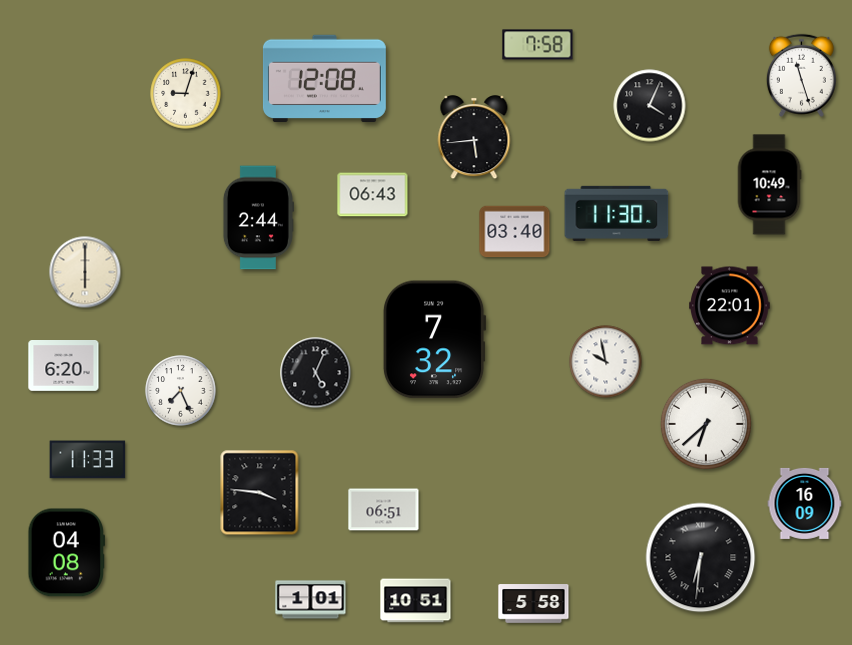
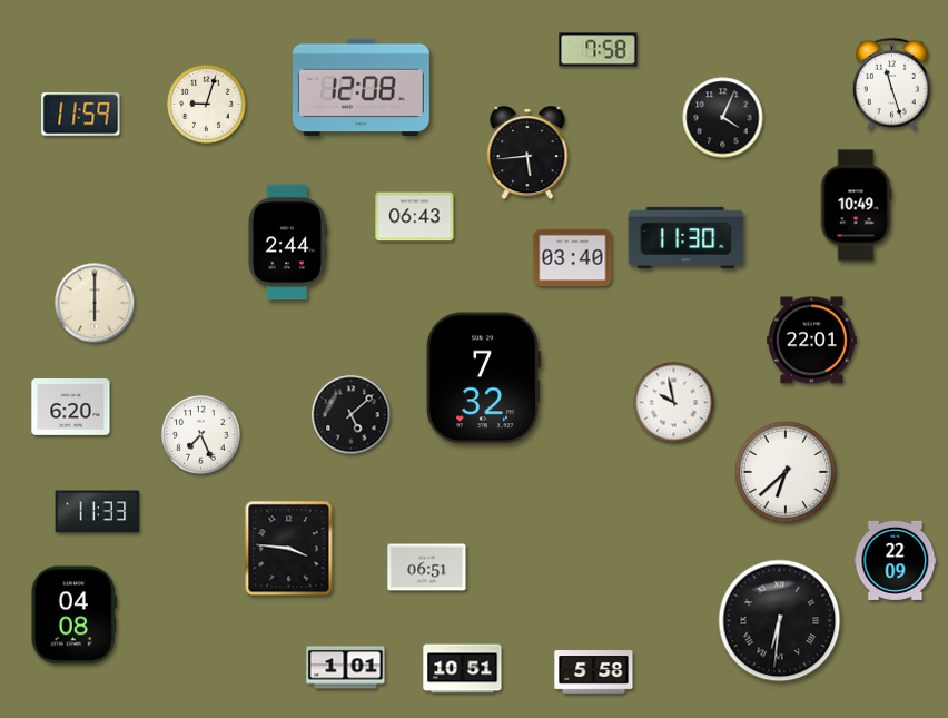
clock at (81, 115): none -> 11:59
clock at (316, 373): 5:04 -> 5:08
clock at (805, 503): 16:09 -> 22:09
